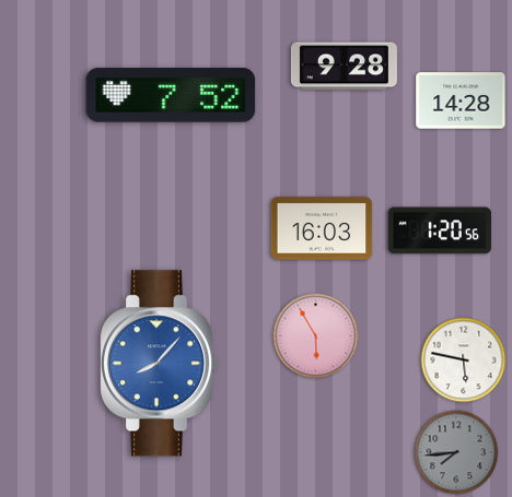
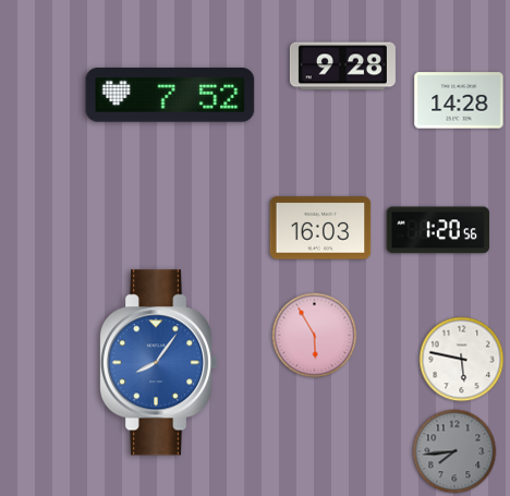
clock at (159, 364): 8:07 -> 8:06
